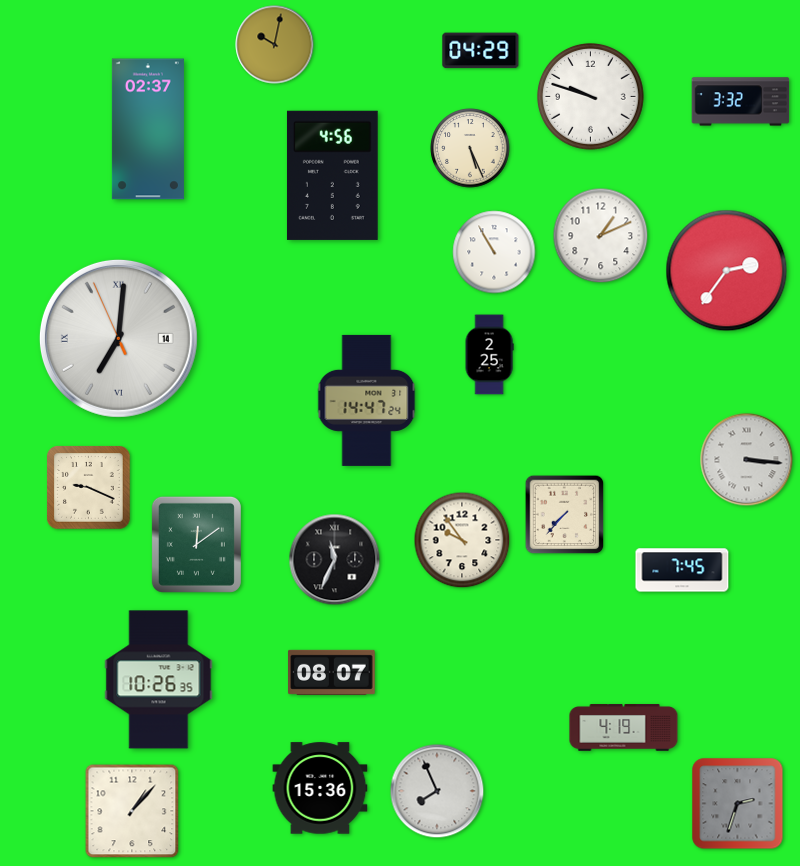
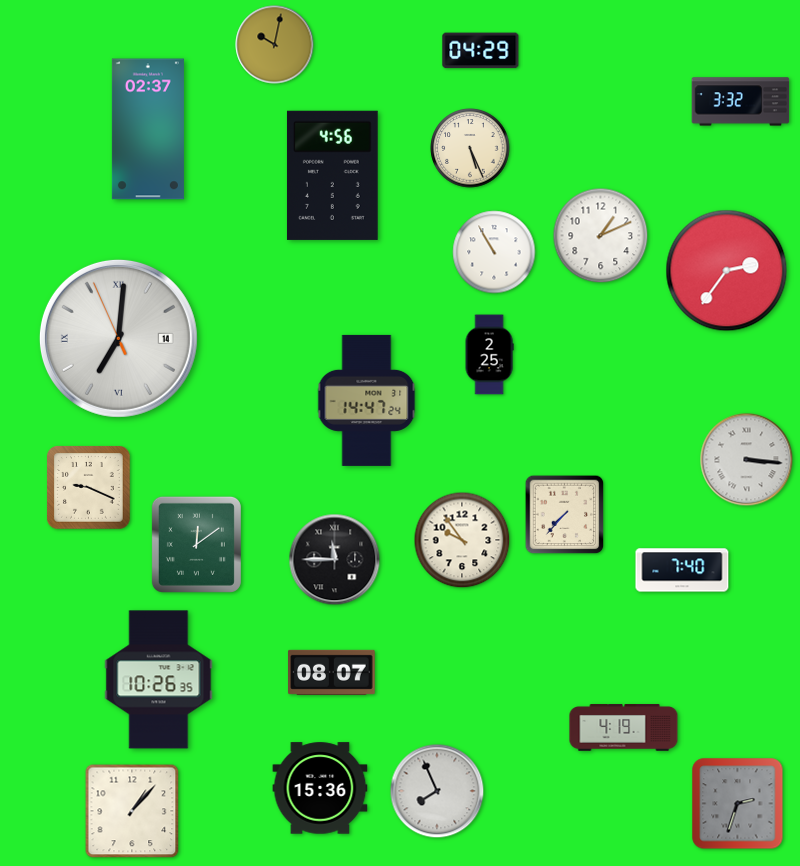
clock at (591, 97): 9:48 -> none
clock at (335, 560): 11:34 -> 11:45
clock at (682, 570): 7:45 -> 7:40
